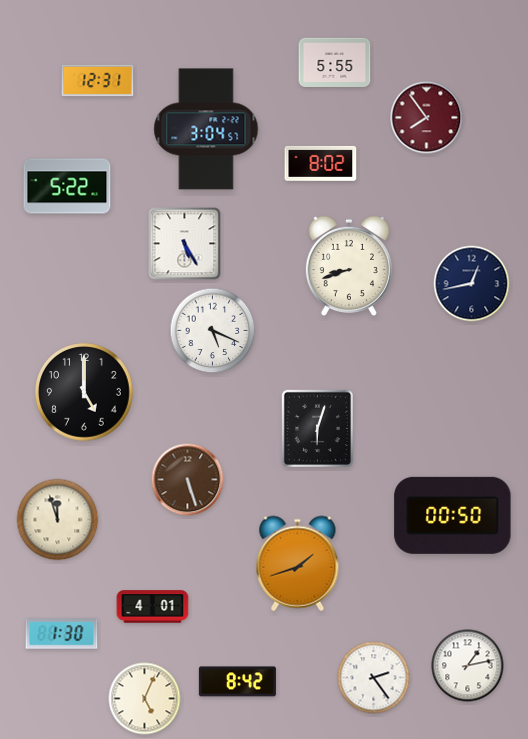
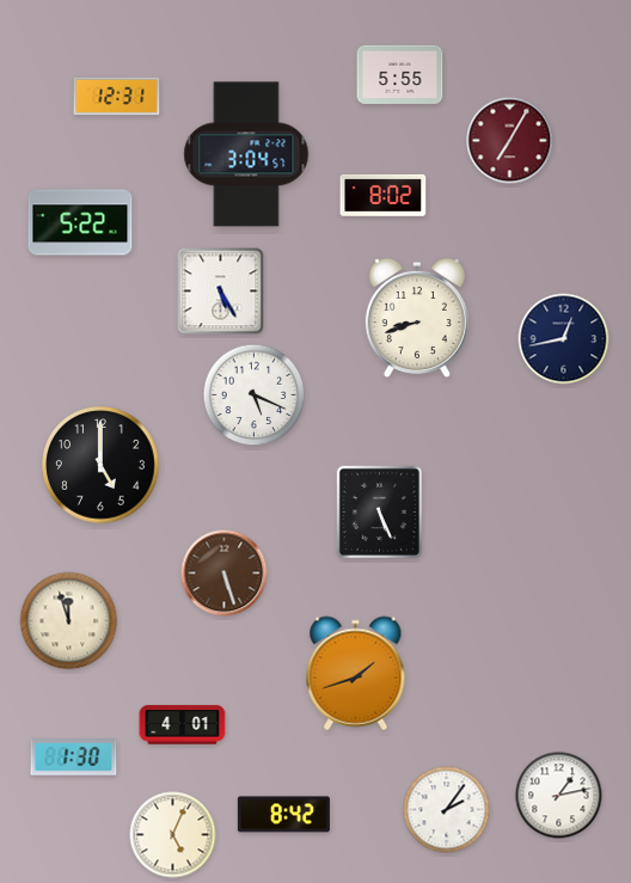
clock at (427, 118): 7:54 -> 7:05
clock at (84, 392) position: (84, 392) -> (100, 465)
clock at (317, 429): 6:03 -> 5:26
clock at (453, 515): 00:50 -> none
clock at (374, 678): 2:24 -> 2:06
